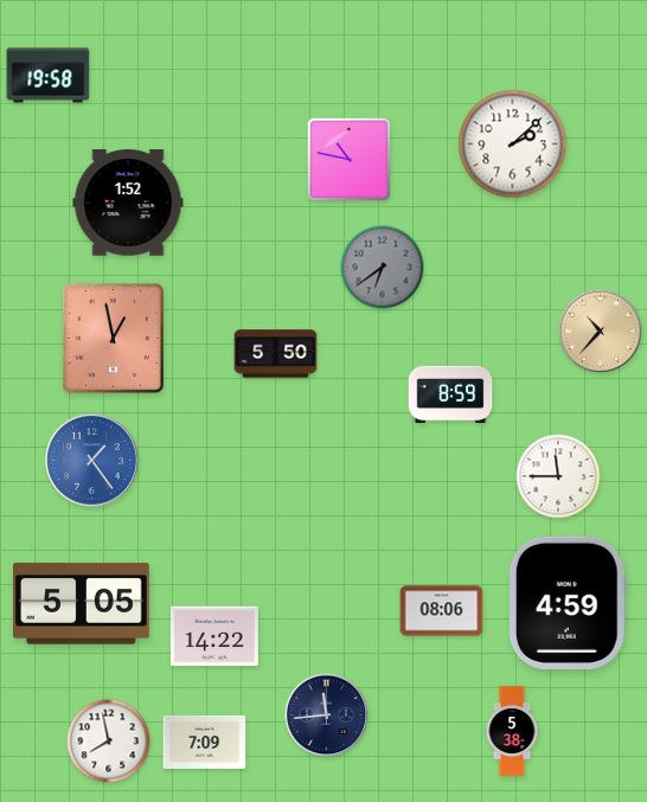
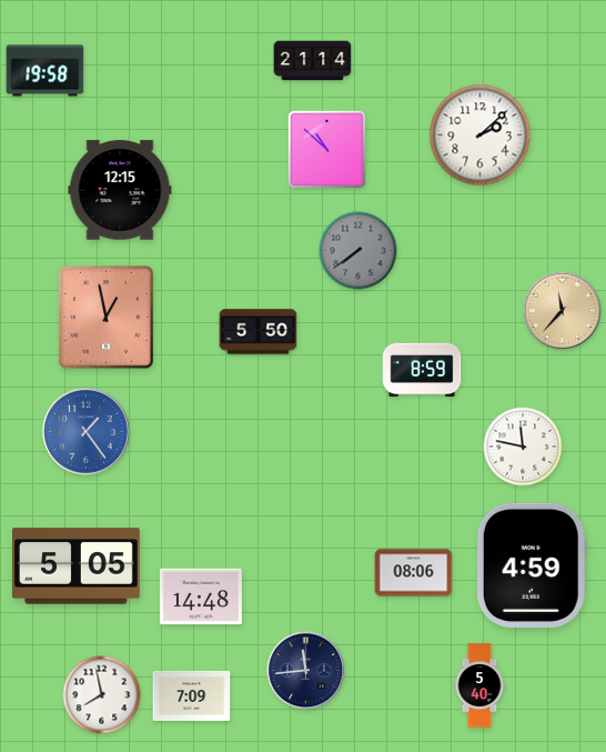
clock at (313, 61): none -> 21:14
clock at (348, 159): 10:47 -> 10:52
clock at (128, 203): 1:52 -> 12:15
clock at (383, 268): 6:39 -> 7:39
clock at (601, 332): 10:37 -> 11:37
clock at (558, 476): 11:45 -> 11:47
clock at (214, 636): 14:22 -> 14:48
clock at (512, 731): 5:38 -> 5:40
